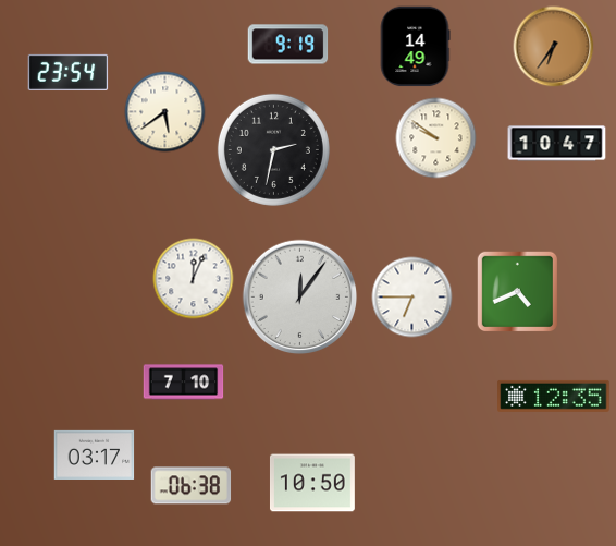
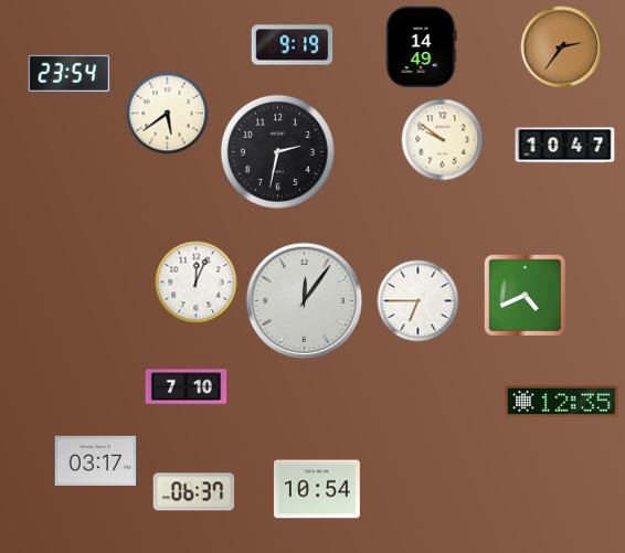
clock at (554, 47): 6:36 -> 2:36
clock at (312, 483): 10:50 -> 10:54
clock at (192, 486): 06:38 -> 06:37
